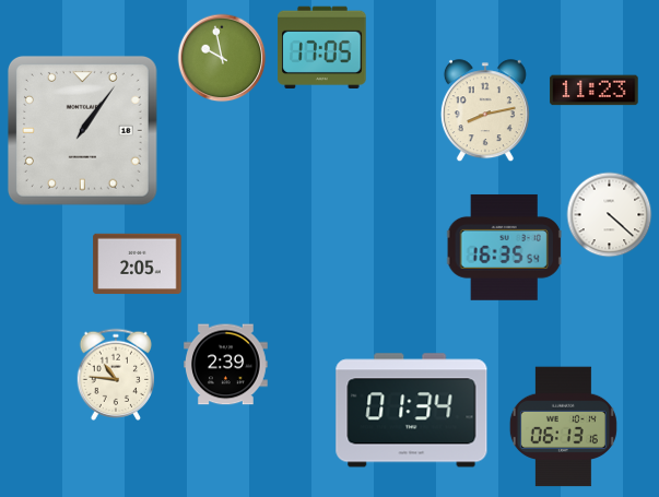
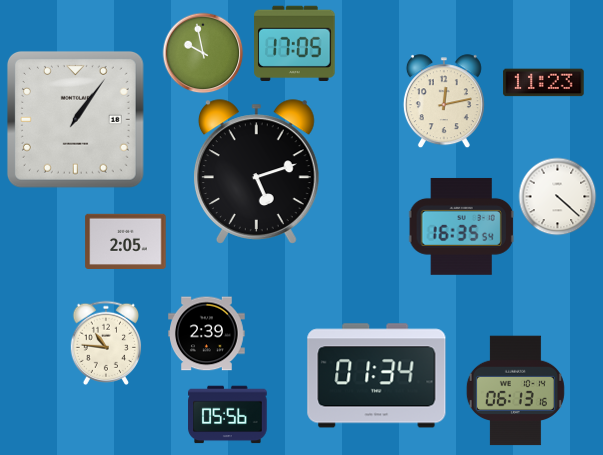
clock at (485, 110): 8:13 -> 12:13
clock at (256, 172): none -> 5:12
clock at (228, 415): none -> 05:56
